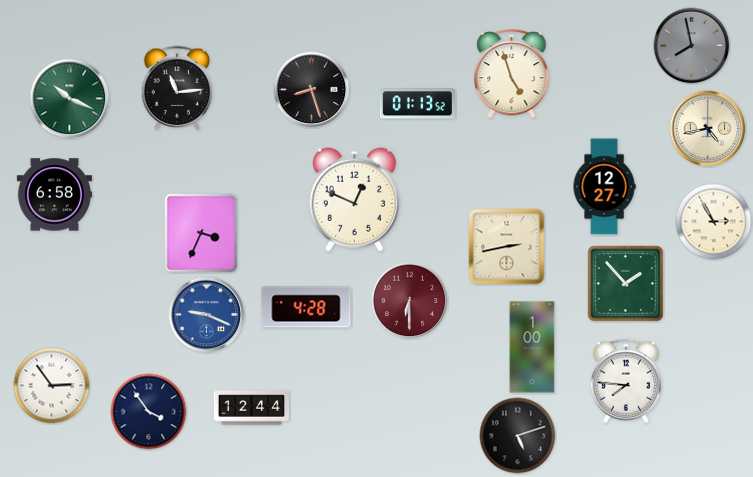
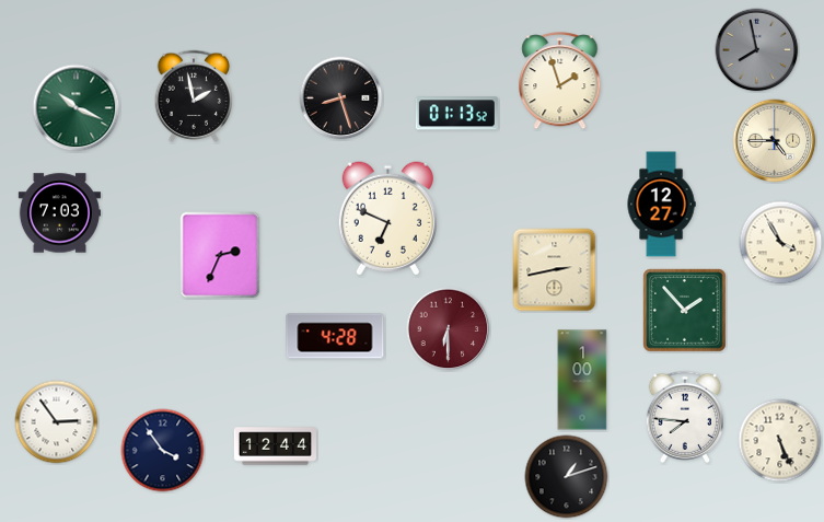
clock at (512, 74): 4:57 -> 1:57
clock at (177, 87): 11:14 -> 1:58
clock at (708, 129): 4:43 -> 4:45
clock at (54, 195): 6:58 -> 7:03
clock at (354, 200): 12:49 -> 6:49
clock at (714, 222): 2:55 -> 3:55
clock at (201, 233): 3:34 -> 2:34
clock at (207, 315): 9:19 -> none
clock at (780, 441): none -> 5:26
clock at (518, 436): 5:12 -> 1:12
